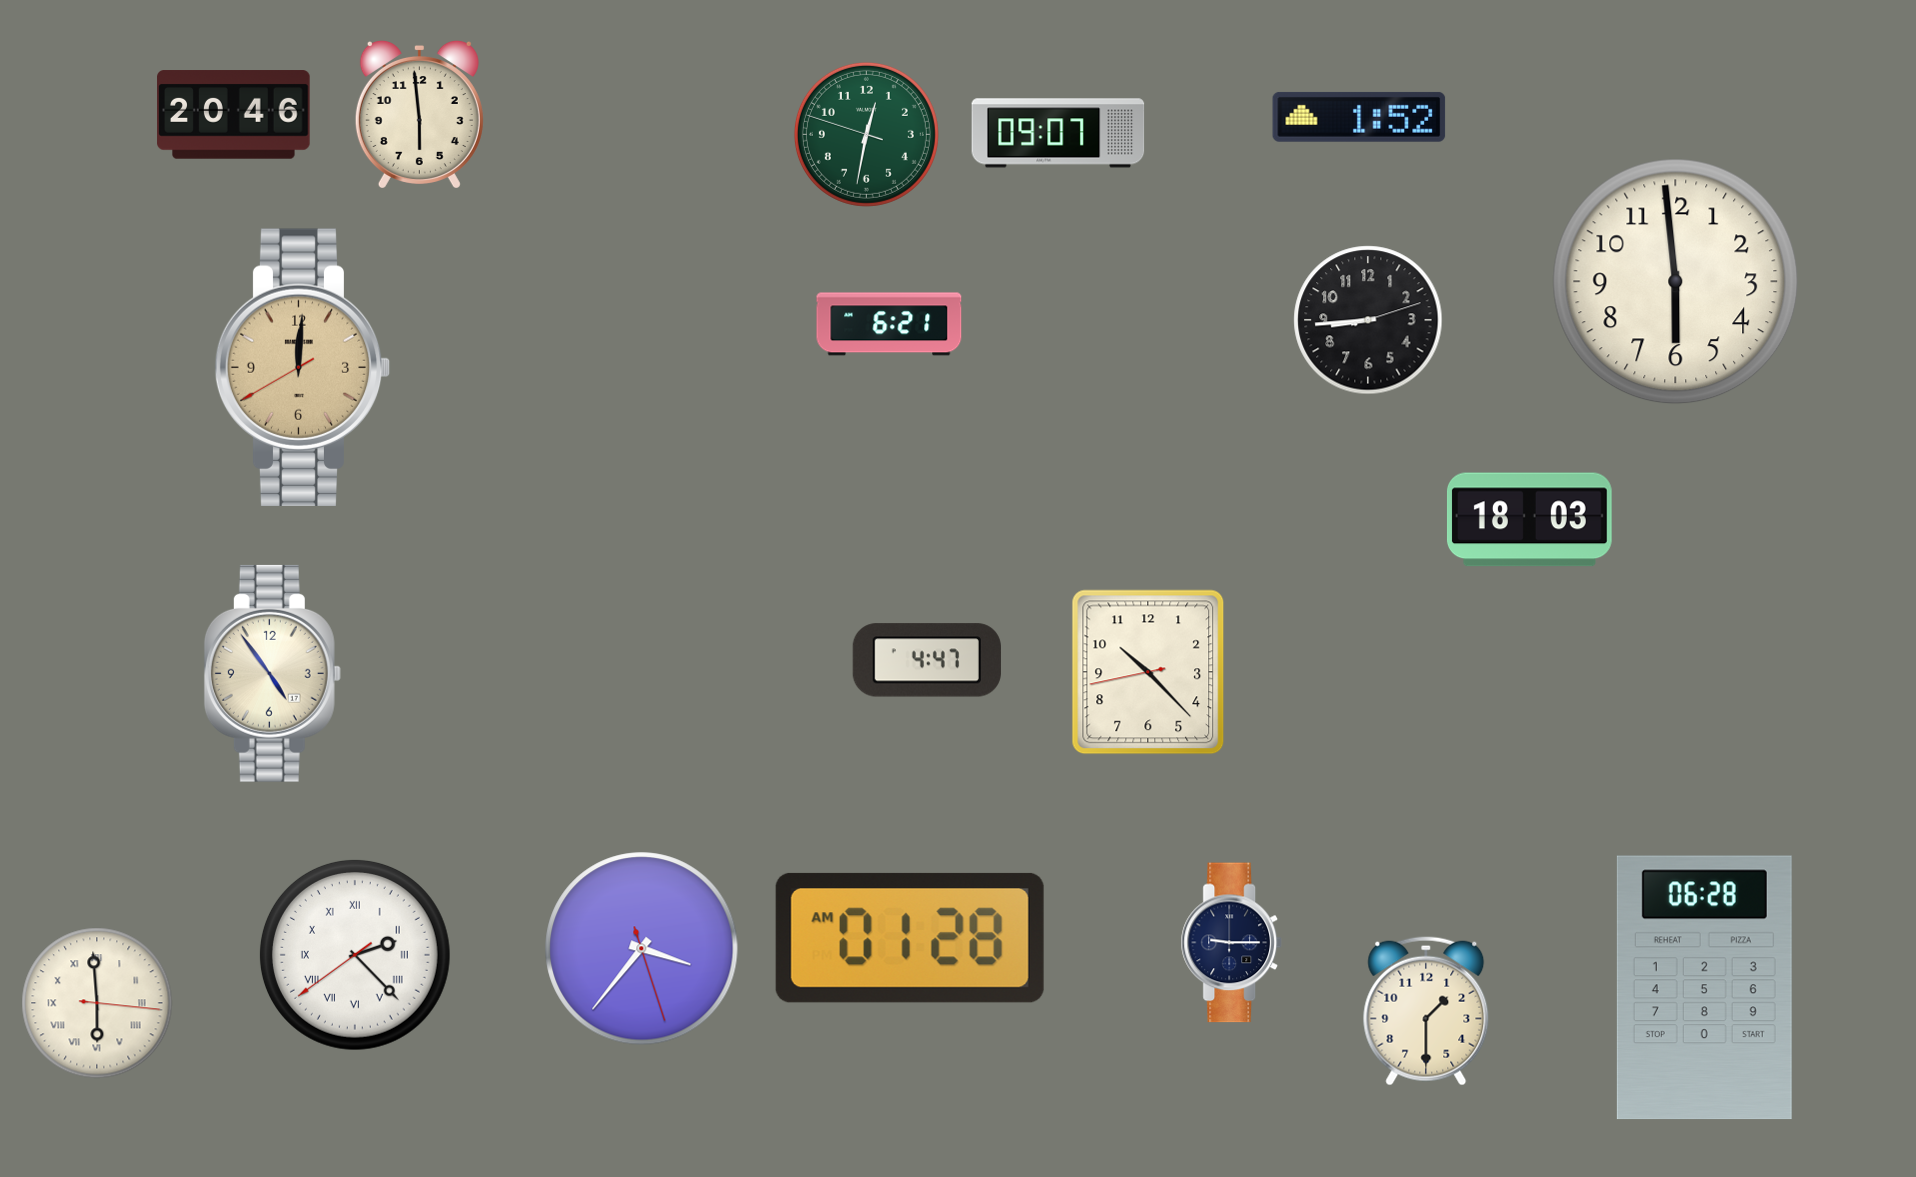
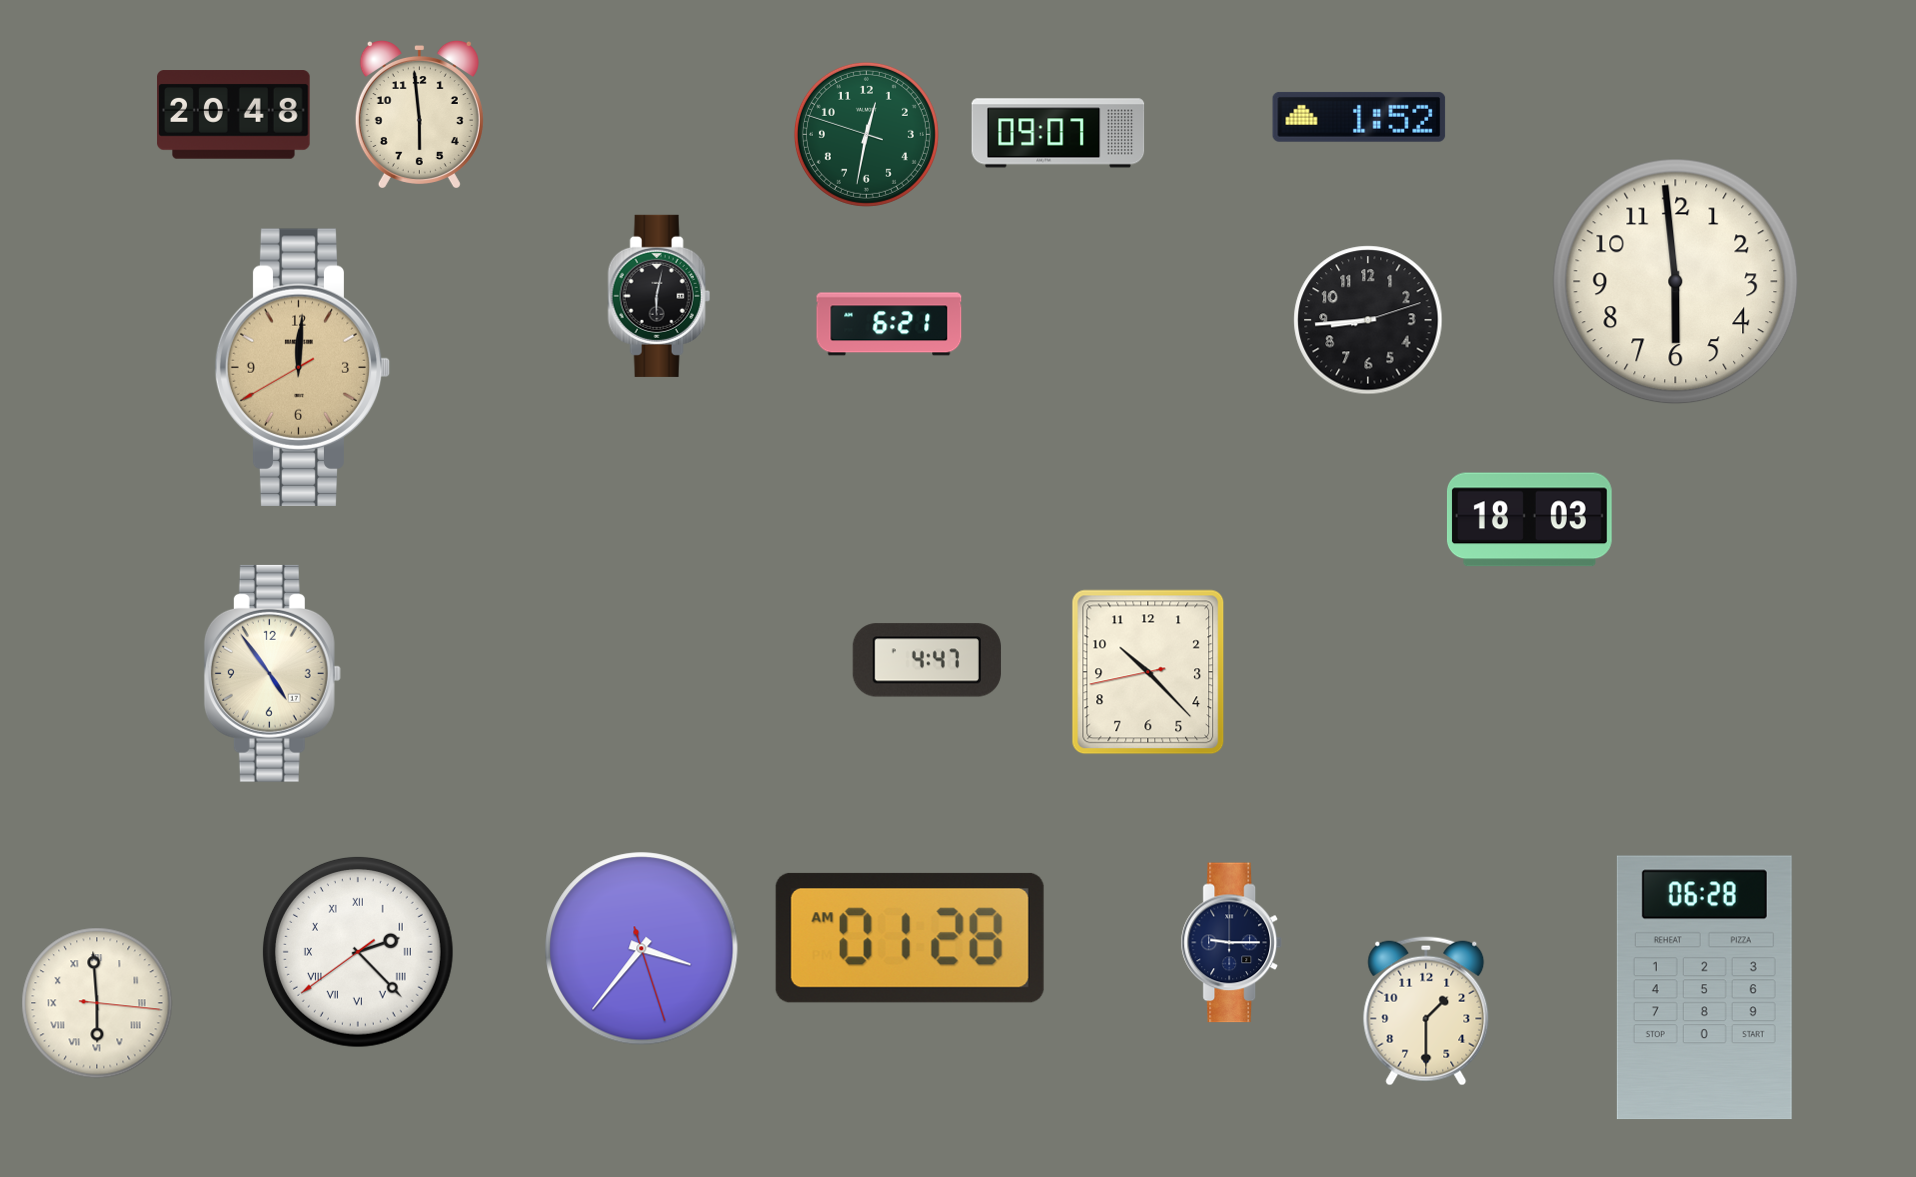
clock at (234, 115): 20:46 -> 20:48
clock at (659, 296): none -> 6:02
clock at (355, 955) position: (355, 955) -> (358, 952)
